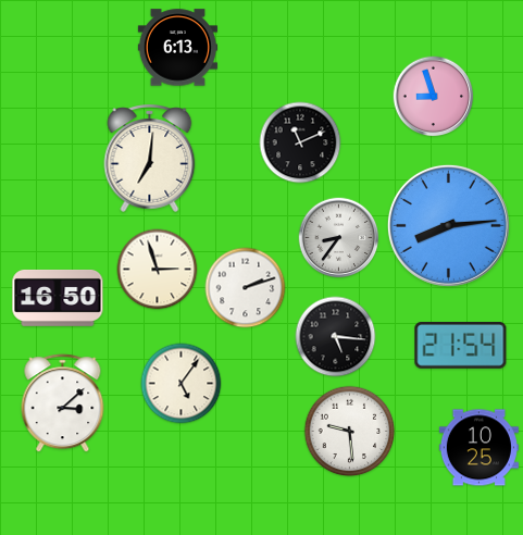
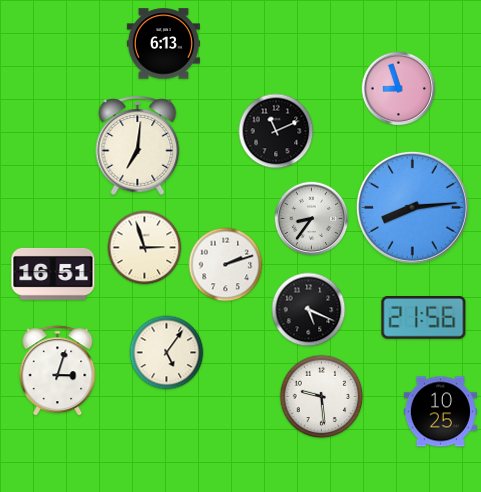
clock at (58, 298): 16:50 -> 16:51
clock at (336, 337): 5:16 -> 5:19
clock at (461, 346): 21:54 -> 21:56
clock at (63, 403): 3:08 -> 3:03
